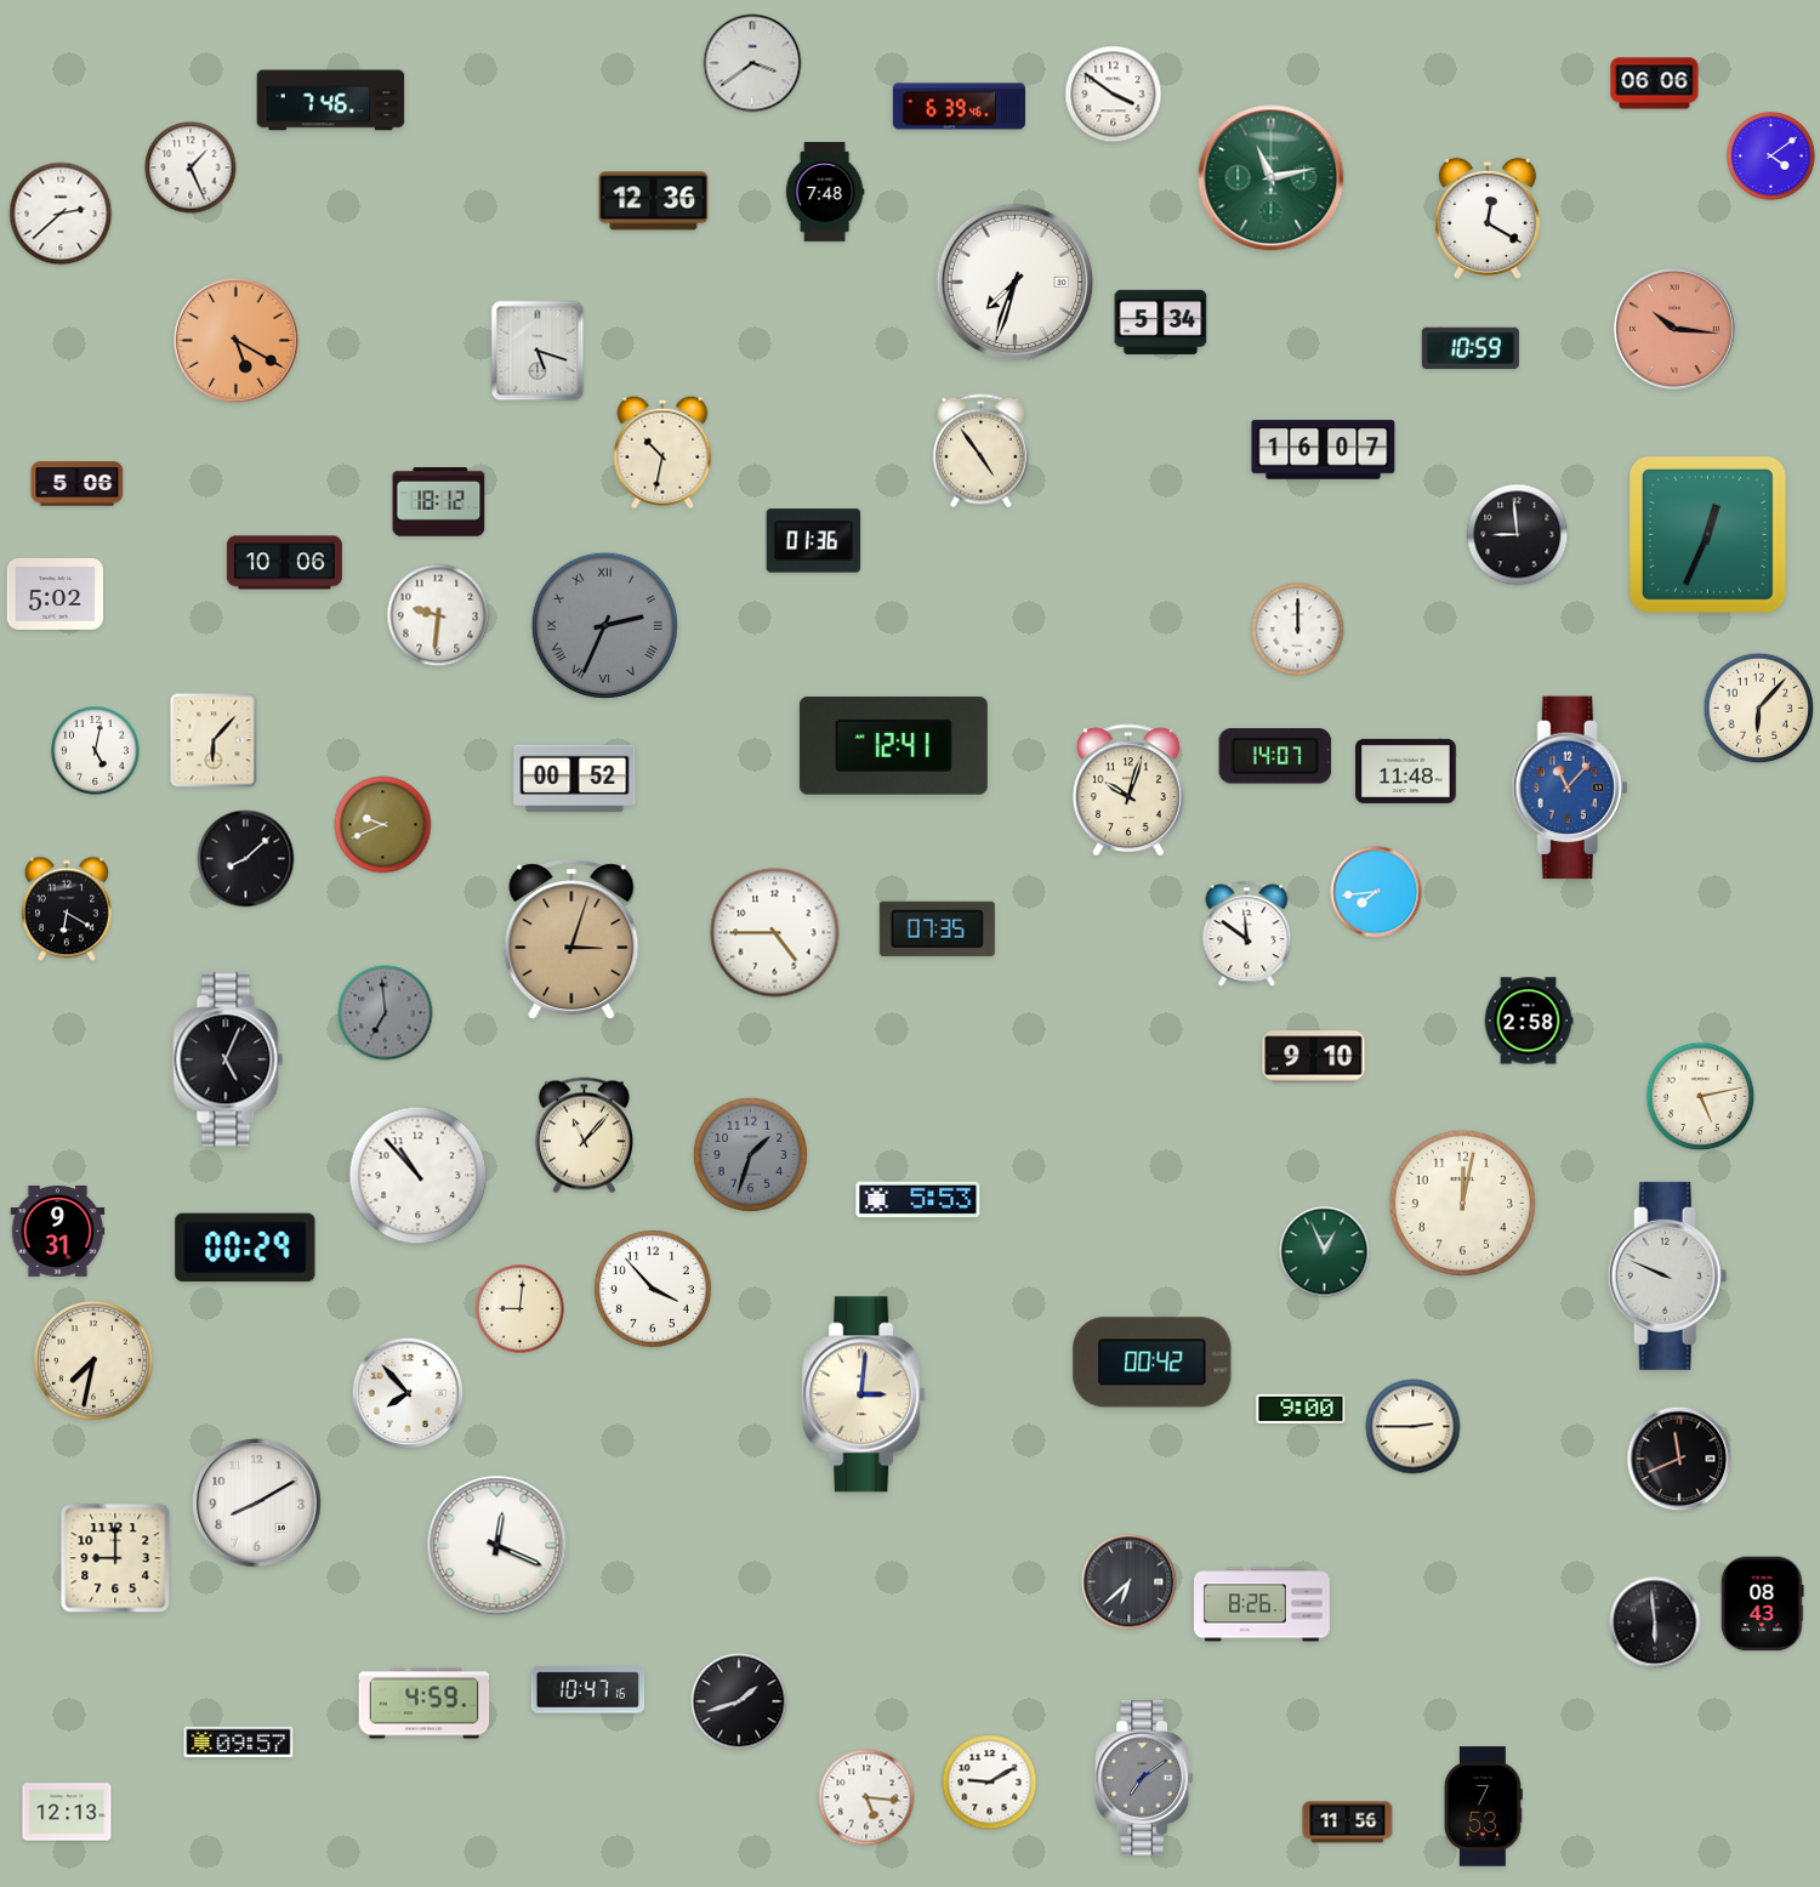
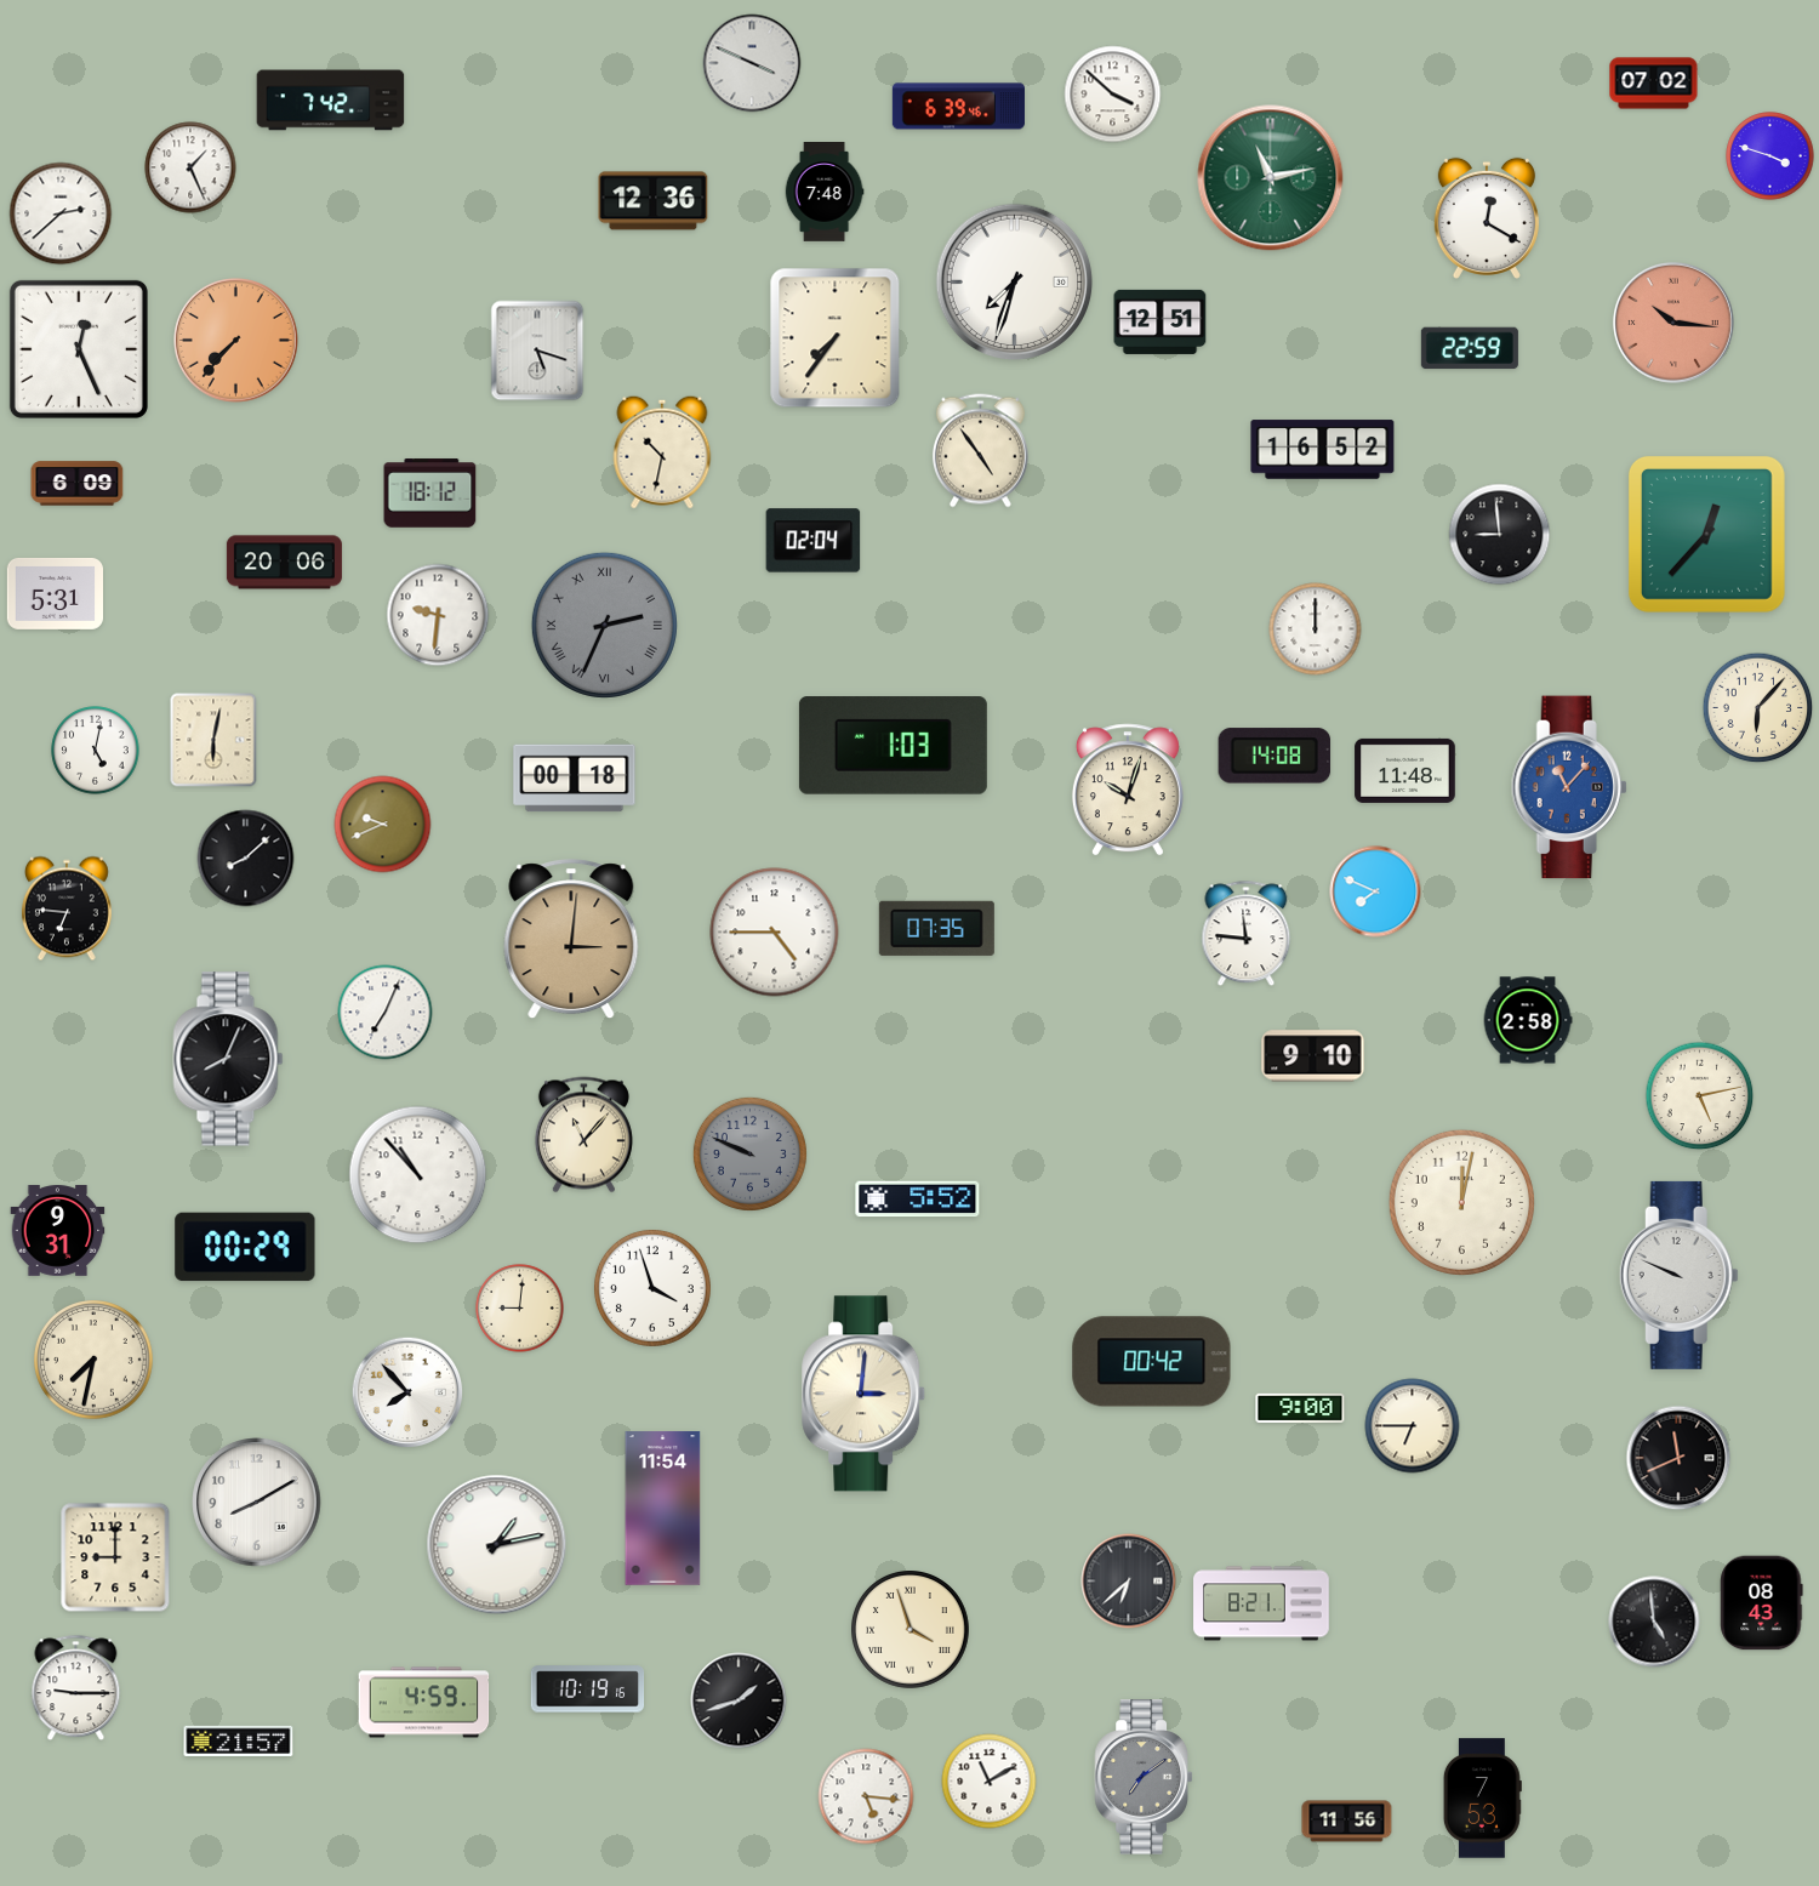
clock at (752, 63): 3:39 -> 3:49
clock at (1655, 84): 06:06 -> 07:02
clock at (1114, 95): 3:51 -> 3:52
clock at (331, 101): 7:46 -> 7:42
clock at (1771, 157): 4:09 -> 3:48
clock at (1161, 322): 5:34 -> 12:51
clock at (1674, 329) position: (1674, 329) -> (1673, 323)
clock at (836, 338): none -> 7:36
clock at (237, 341): 5:20 -> 7:37
clock at (1471, 348): 10:59 -> 22:59
clock at (79, 349): none -> 12:26
clock at (1324, 450): 16:07 -> 16:52
clock at (78, 484): 5:06 -> 6:09
clock at (439, 502) position: (439, 502) -> (430, 494)
clock at (1707, 534): 12:34 -> 12:37
clock at (1518, 535) position: (1518, 535) -> (1500, 535)
clock at (814, 541): 01:36 -> 02:04
clock at (284, 563): 10:06 -> 20:06
clock at (55, 593): 5:02 -> 5:31
clock at (1298, 630) position: (1298, 630) -> (1316, 629)
clock at (214, 740): 6:07 -> 6:02
clock at (893, 746): 12:41 -> 1:03
clock at (1275, 756): 14:07 -> 14:08
clock at (575, 779): 00:52 -> 00:18
clock at (1376, 892): 7:44 -> 7:49
clock at (67, 909): 6:20 -> 6:46
clock at (1247, 934): 11:51 -> 11:46
clock at (571, 940): 3:03 -> 3:01
clock at (386, 1013): 6:59 -> 7:04
clock at (386, 1013) dial: grey -> white
clock at (228, 1059): 5:04 -> 8:04
clock at (750, 1154): 1:33 -> 9:49
clock at (918, 1200): 5:53 -> 5:52
clock at (1325, 1252): 12:56 -> none
clock at (1667, 1275) position: (1667, 1275) -> (1678, 1275)
clock at (653, 1289): 3:53 -> 3:57
clock at (1414, 1427): 2:45 -> 6:45
clock at (663, 1509): none -> 11:54
clock at (497, 1546): 12:19 -> 1:13
clock at (1262, 1604): 8:26 -> 8:21
clock at (1655, 1622): 5:59 -> 4:59
clock at (911, 1630): none -> 3:57
clock at (76, 1688): none -> 9:15
clock at (588, 1690): 10:47 -> 10:19
clock at (239, 1741): 09:57 -> 21:57
clock at (990, 1783): 9:10 -> 11:10
clock at (1483, 1807) position: (1483, 1807) -> (1482, 1799)
clock at (67, 1812): 12:13 -> none
